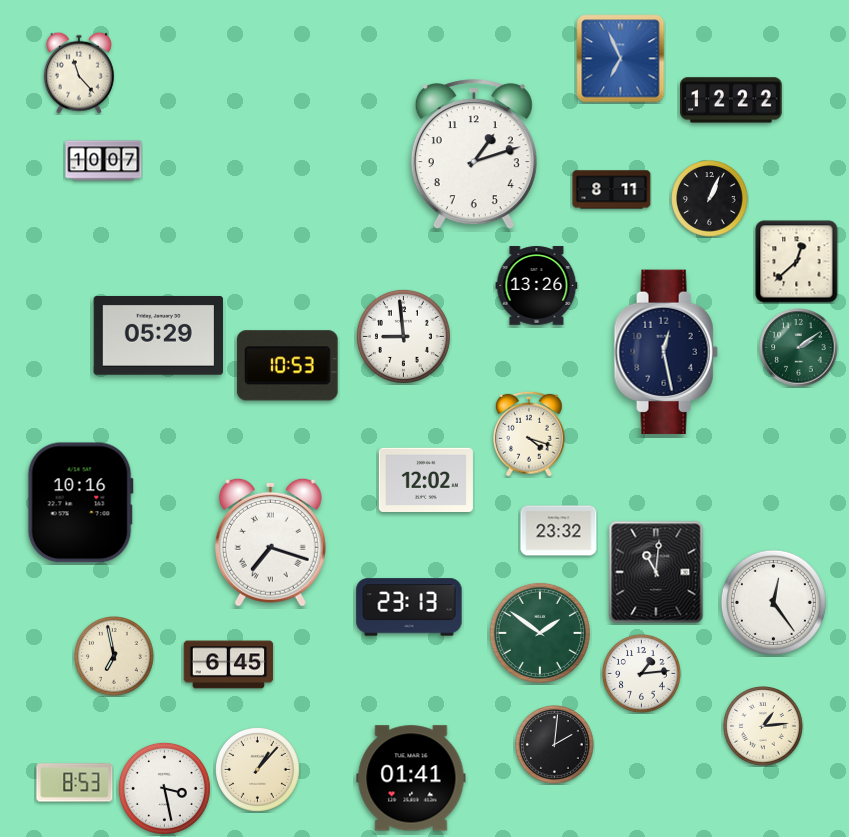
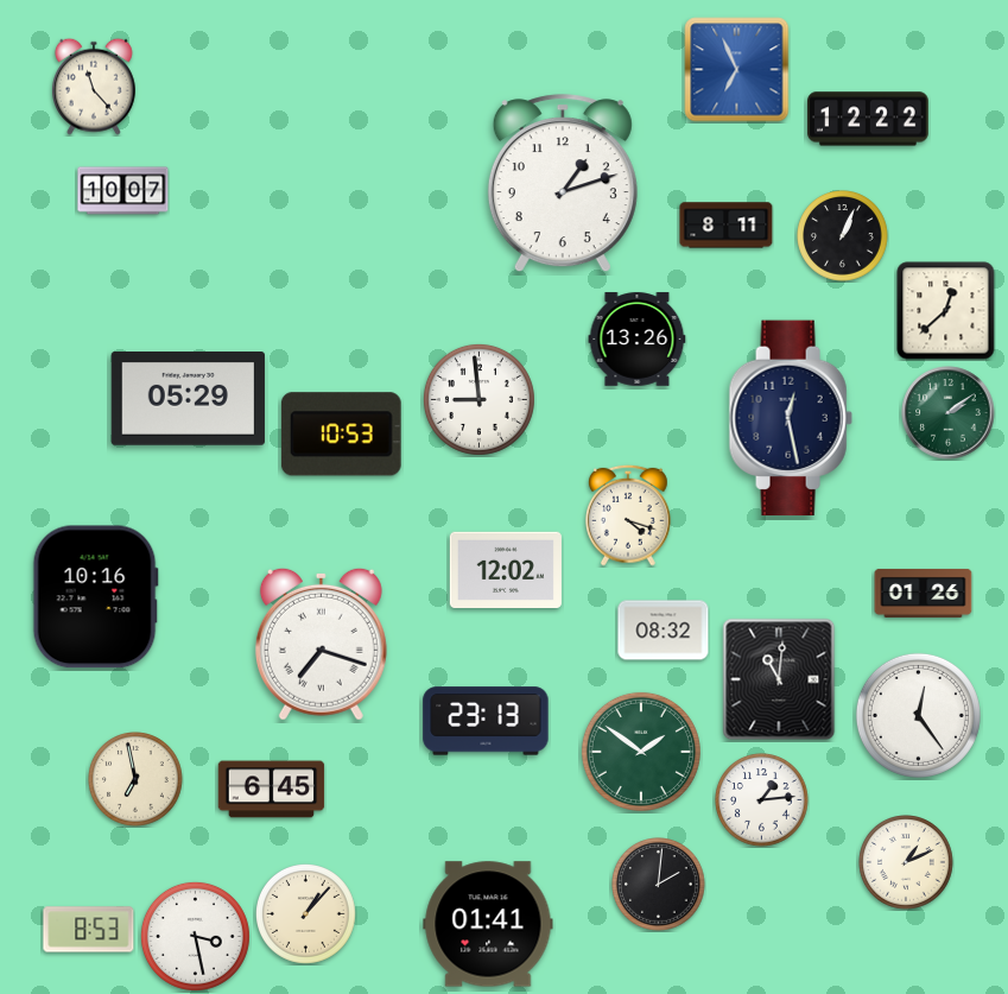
clock at (924, 593): none -> 01:26
clock at (559, 531): 23:32 -> 08:32
clock at (763, 726): 1:14 -> 1:11
